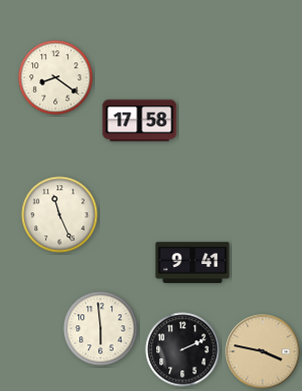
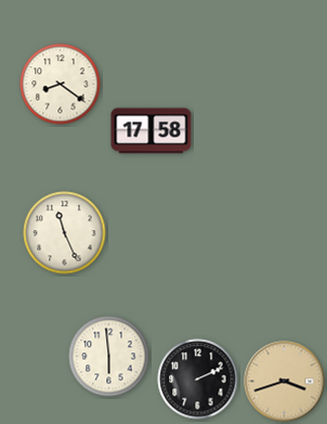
clock at (193, 263): 9:41 -> none
clock at (263, 352): 3:47 -> 3:42
